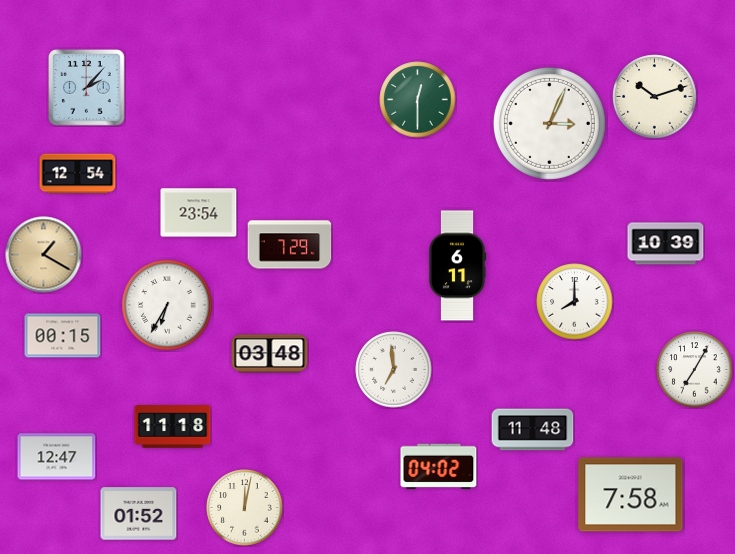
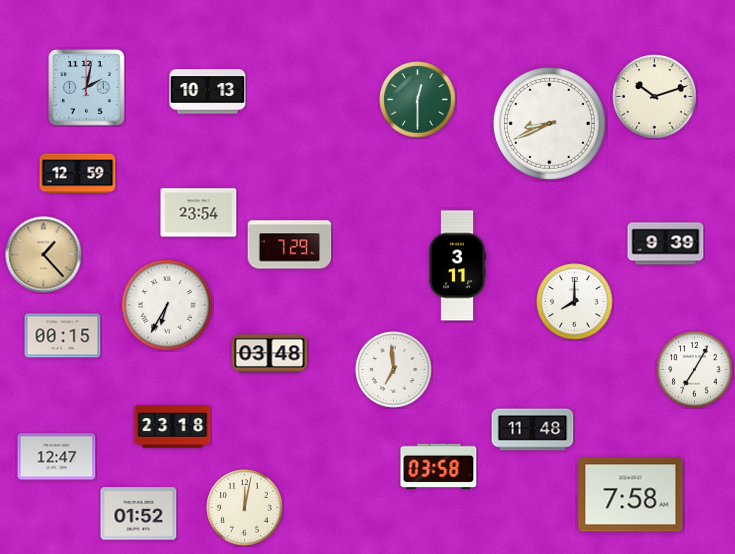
clock at (87, 88): 2:07 -> 2:02
clock at (208, 92): none -> 10:13
clock at (549, 123): 3:04 -> 8:41
clock at (78, 174): 12:54 -> 12:59
clock at (666, 244): 10:39 -> 9:39
clock at (44, 255): 1:20 -> 1:23
clock at (457, 266): 6:11 -> 3:11
clock at (173, 427): 11:18 -> 23:18
clock at (439, 467): 04:02 -> 03:58
